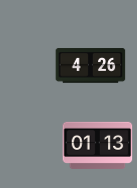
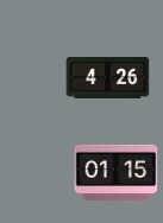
clock at (98, 145): 01:13 -> 01:15
